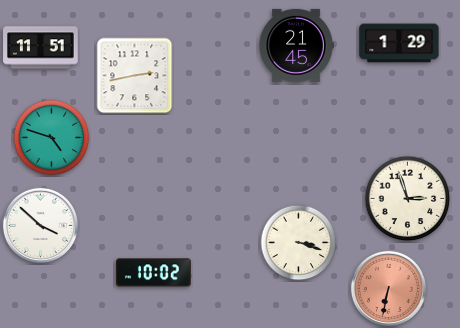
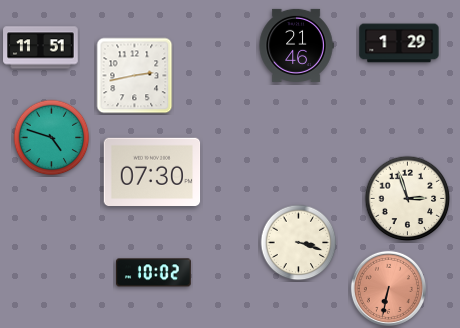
clock at (296, 45): 21:45 -> 21:46
clock at (152, 172): none -> 07:30
clock at (40, 225): 3:52 -> none
